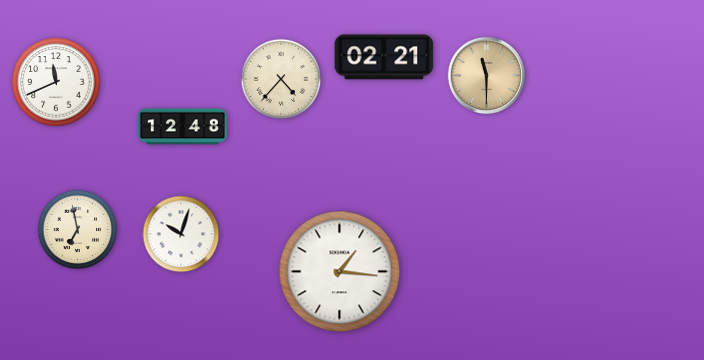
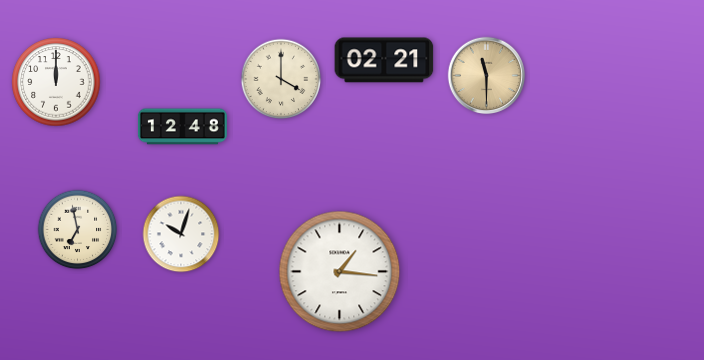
clock at (384, 57) position: (384, 57) -> (384, 60)
clock at (281, 79): 4:37 -> 4:00
clock at (56, 82): 11:41 -> 12:00
